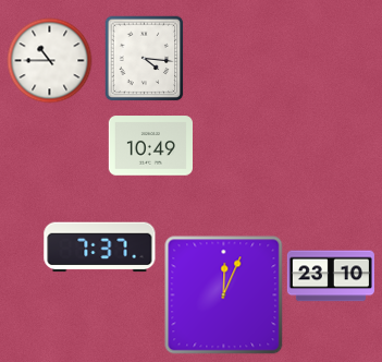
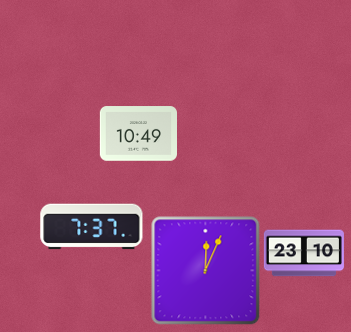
clock at (145, 58): 4:16 -> none
clock at (49, 60): 10:45 -> none
